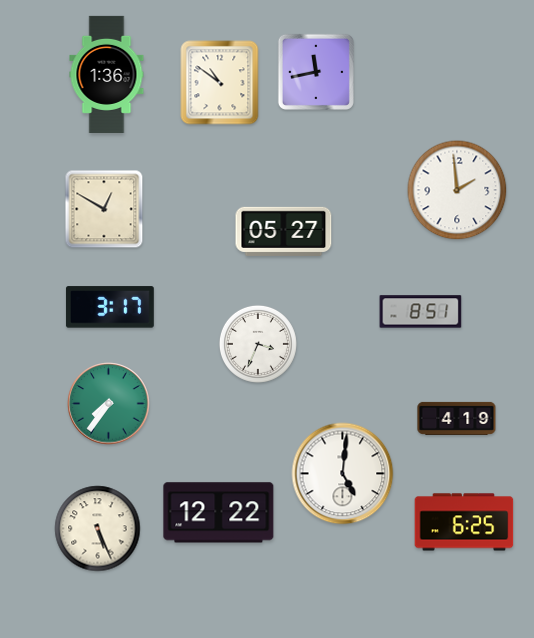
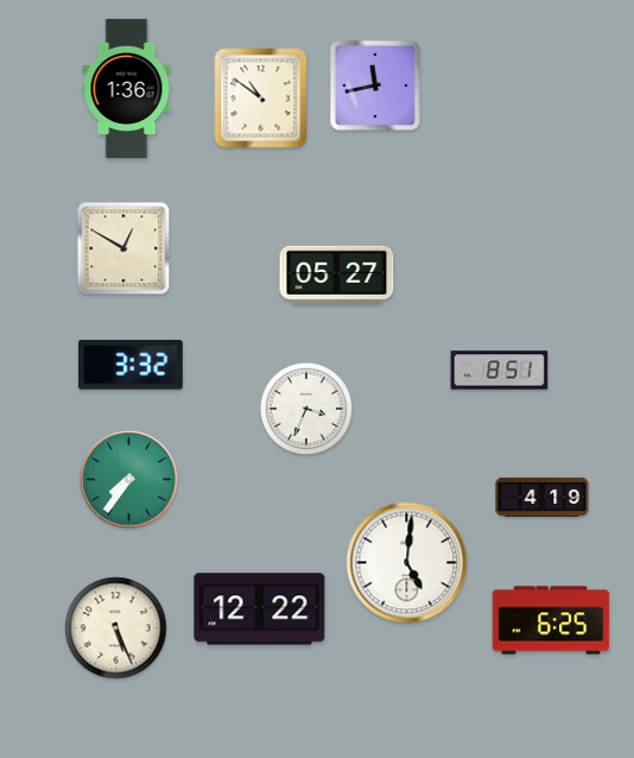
clock at (457, 190): 1:59 -> none
clock at (110, 307): 3:17 -> 3:32
